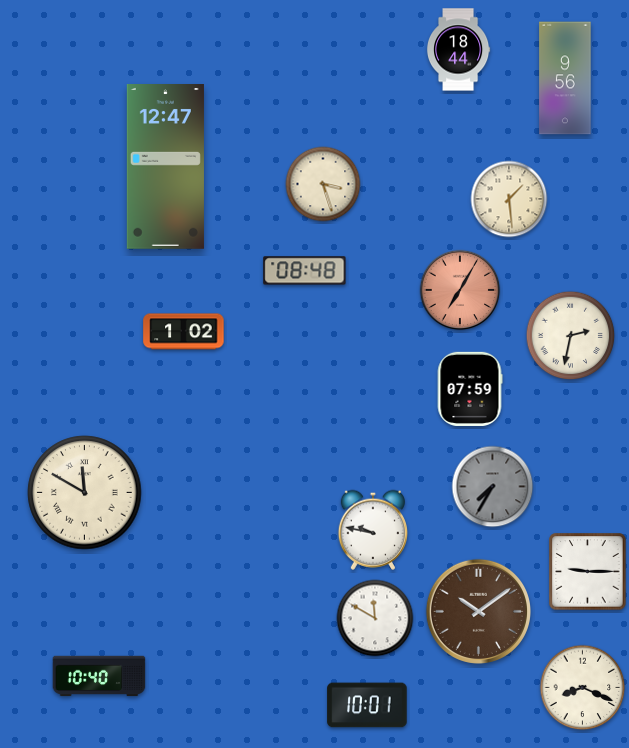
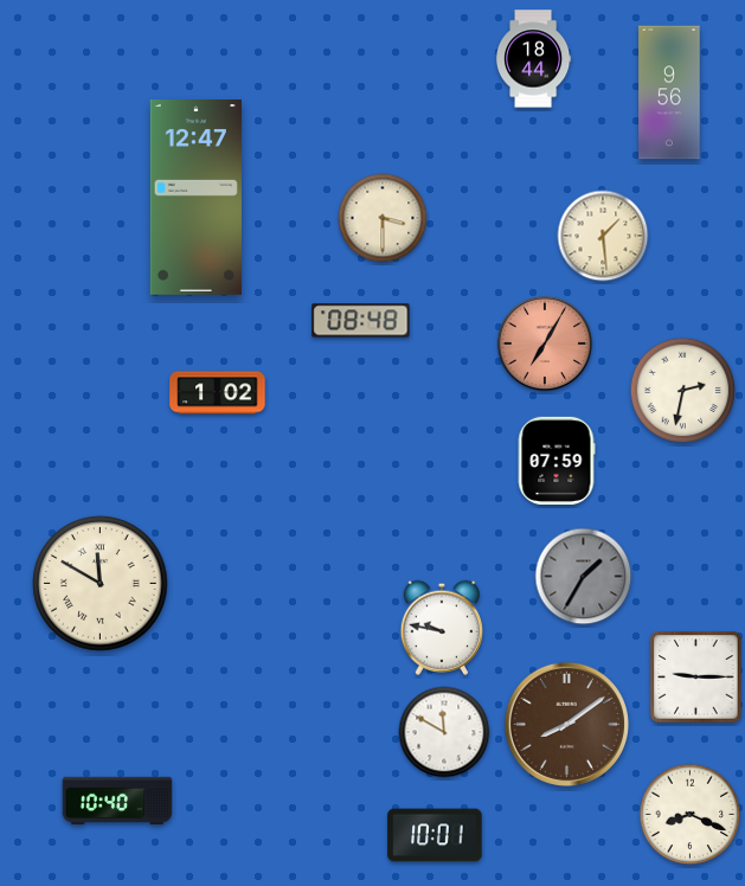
clock at (458, 50) position: (458, 50) -> (533, 59)
clock at (323, 184): 3:27 -> 3:30
clock at (571, 336) position: (571, 336) -> (683, 391)
clock at (493, 487): 7:35 -> 1:35
clock at (478, 611): 10:09 -> 8:09
